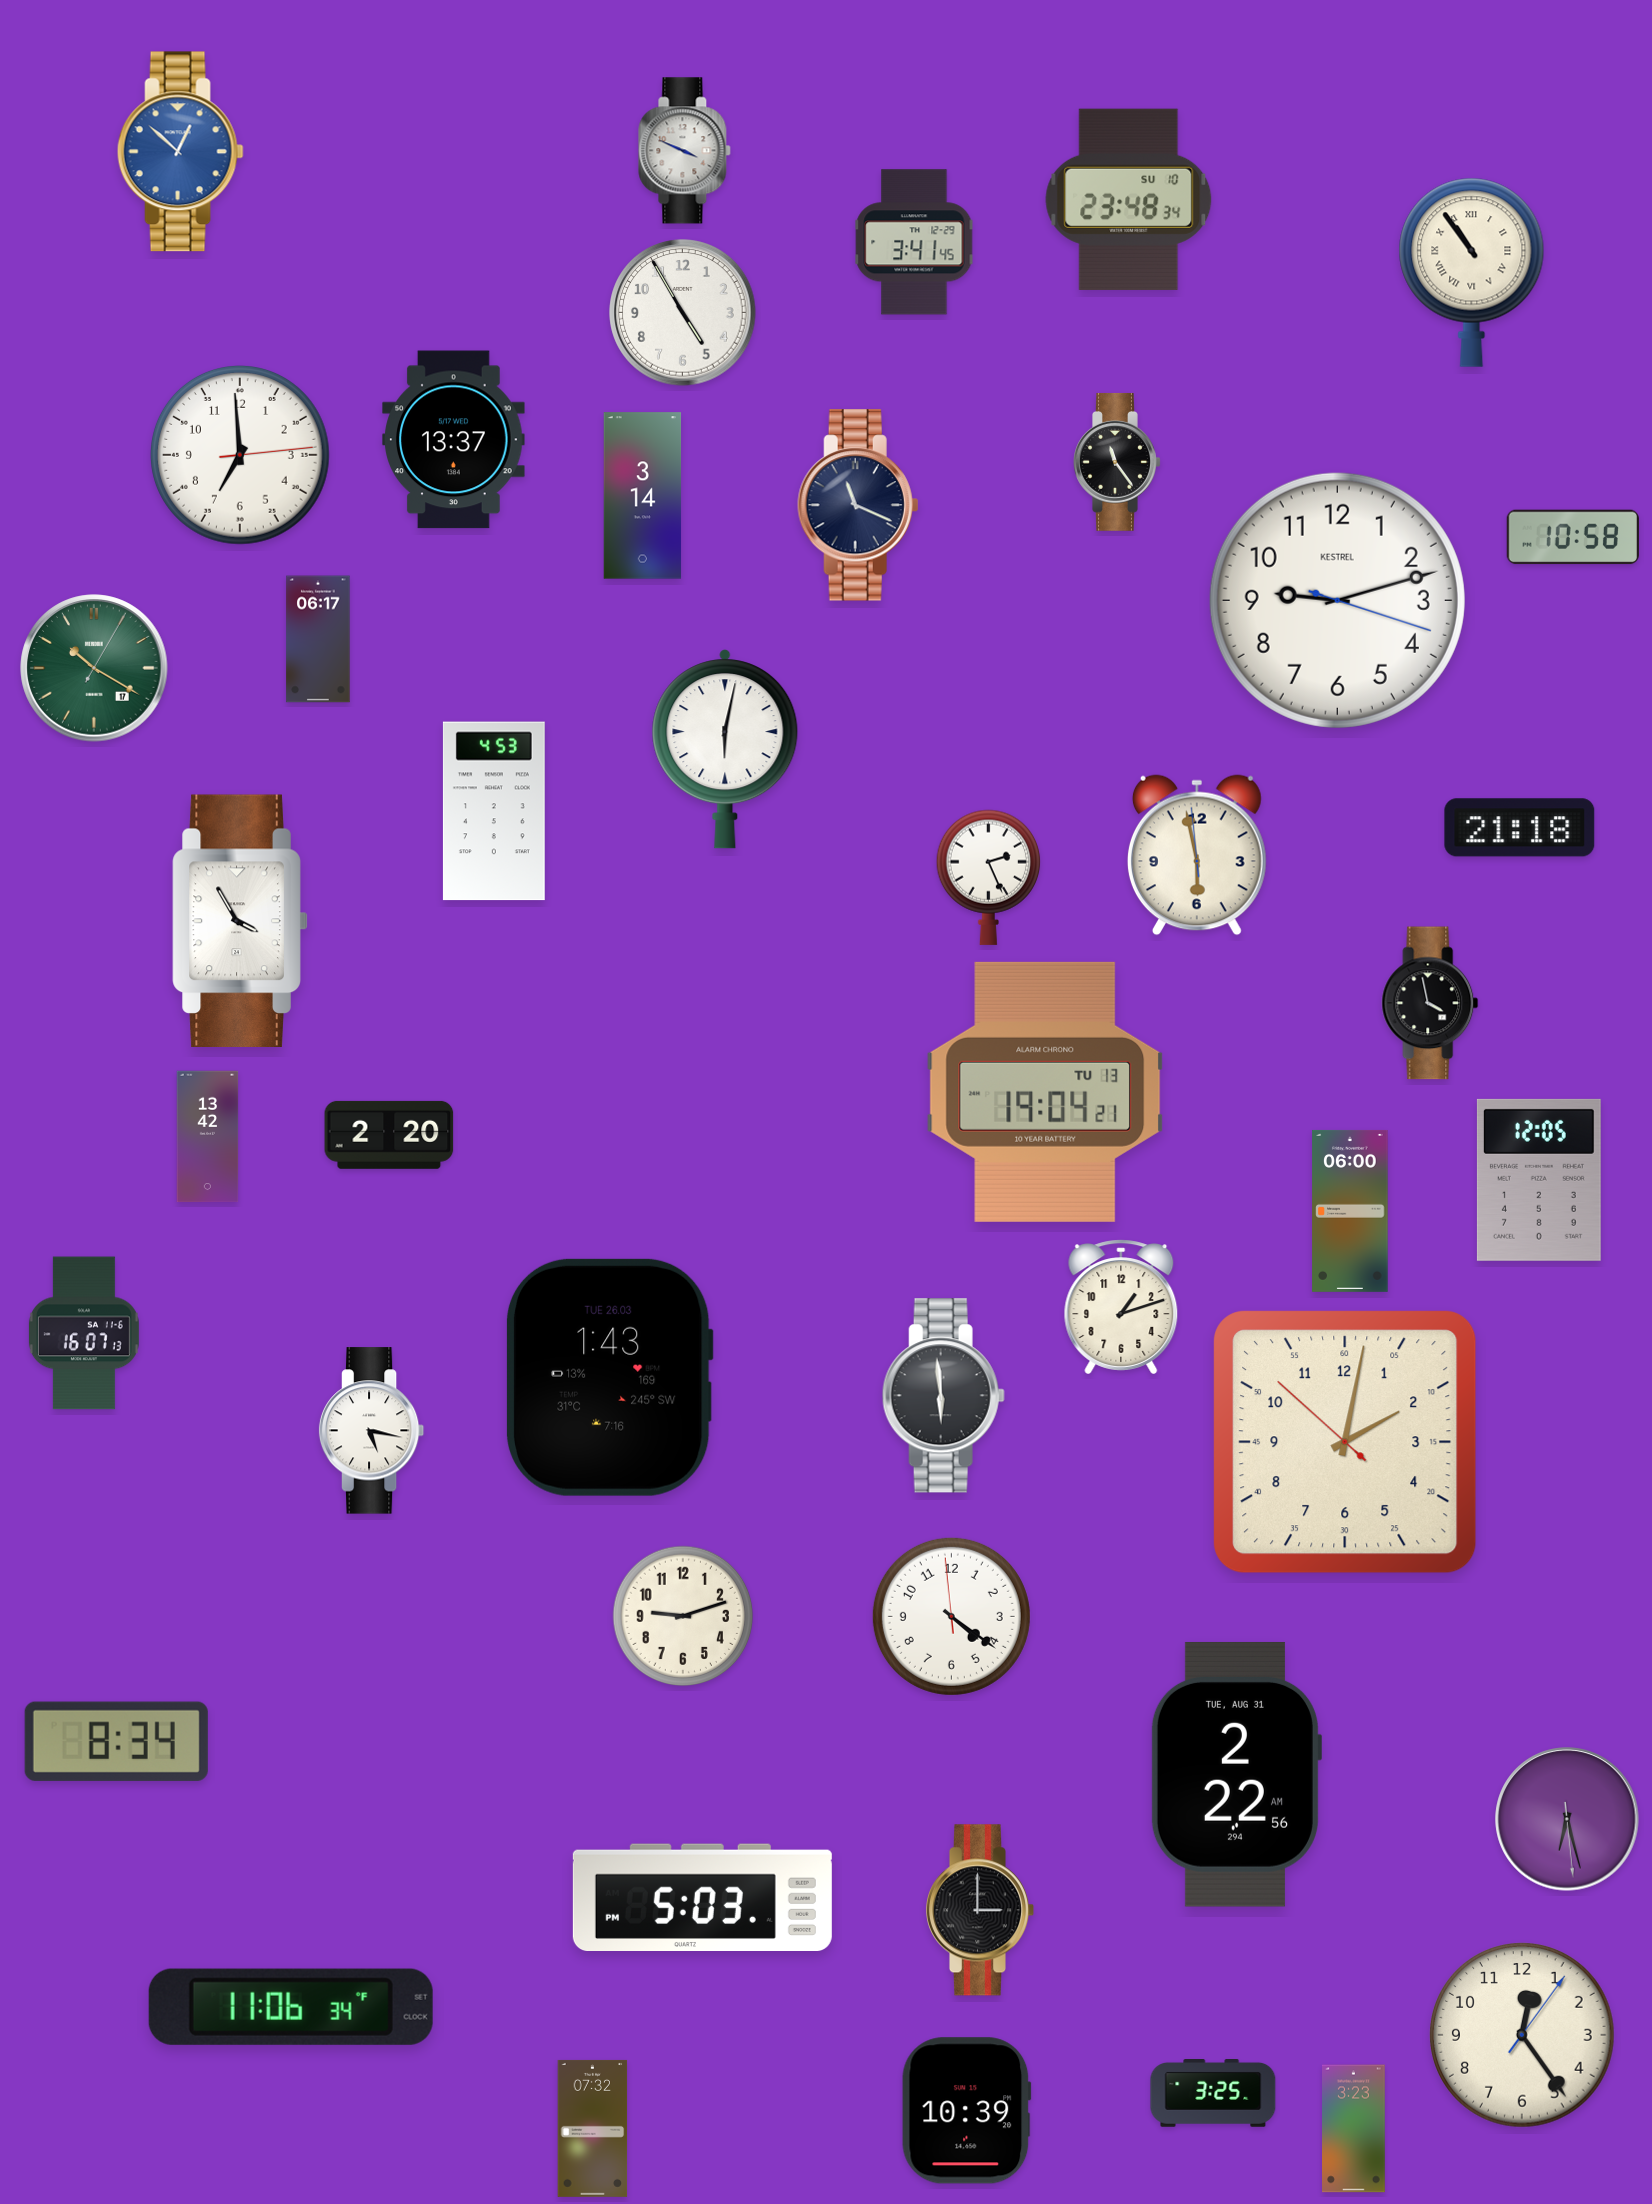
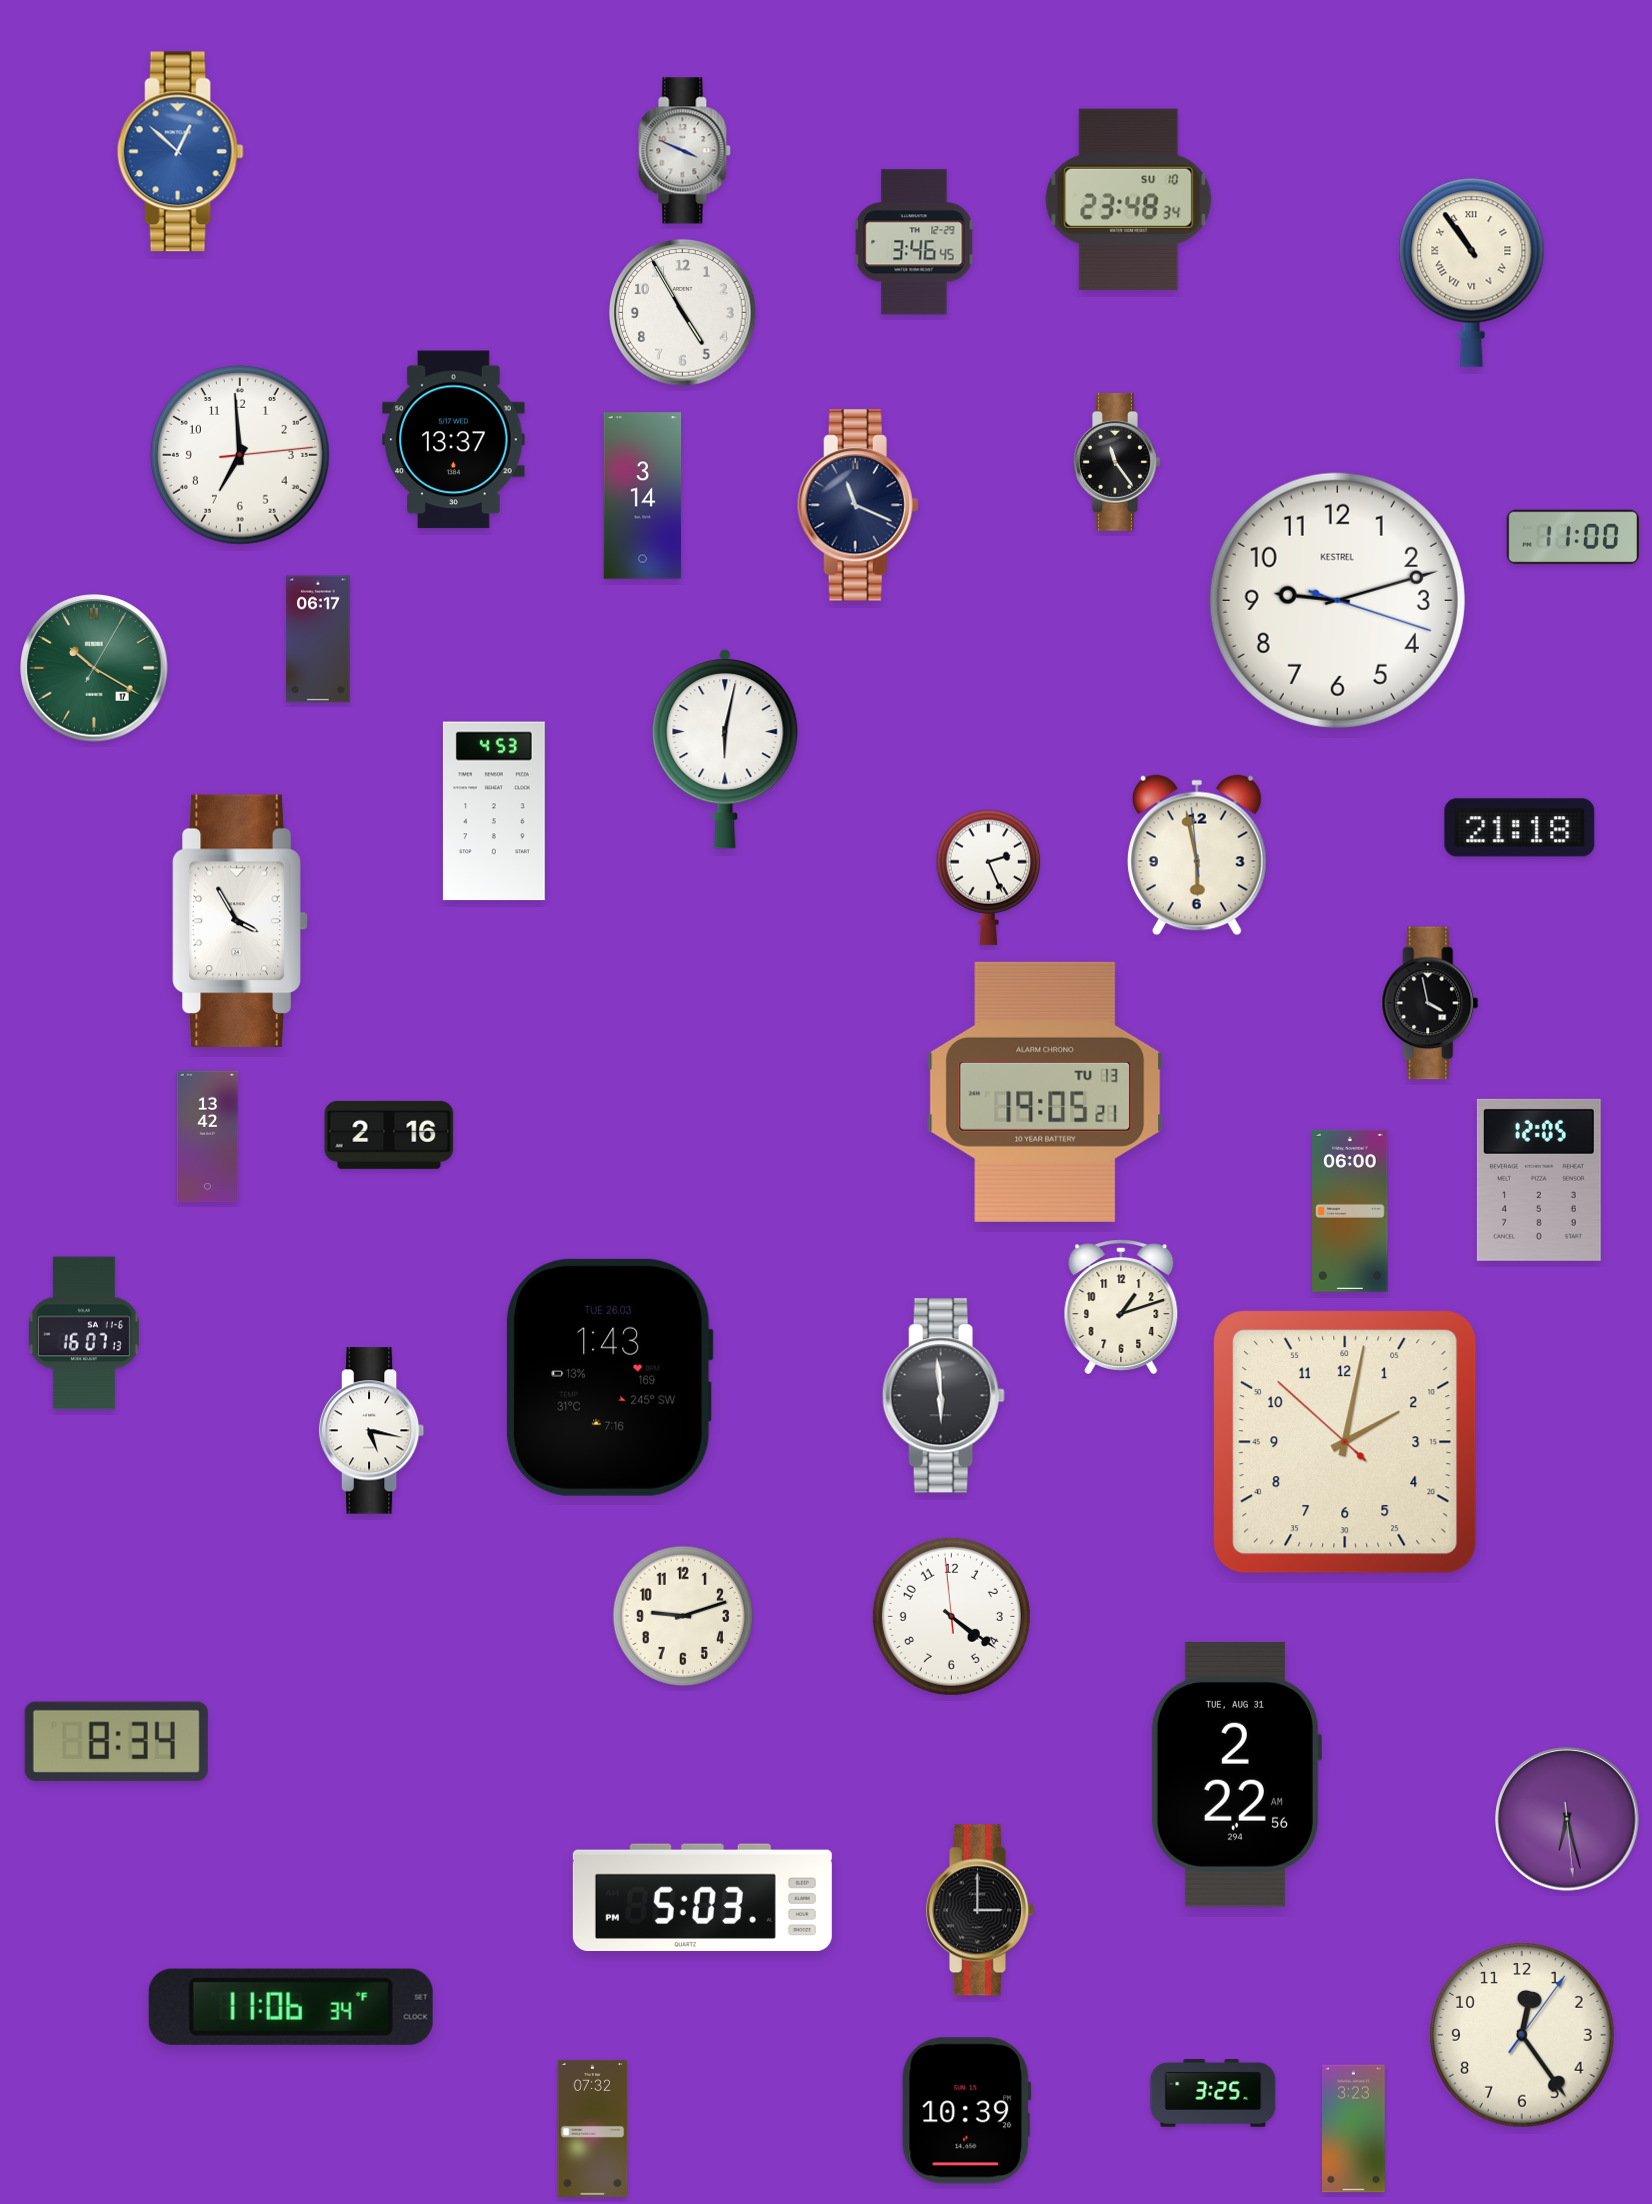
clock at (914, 242): 3:41 -> 3:46
clock at (1573, 537): 10:58 -> 11:00
clock at (1045, 1092): 19:04 -> 19:05
clock at (389, 1135): 2:20 -> 2:16
